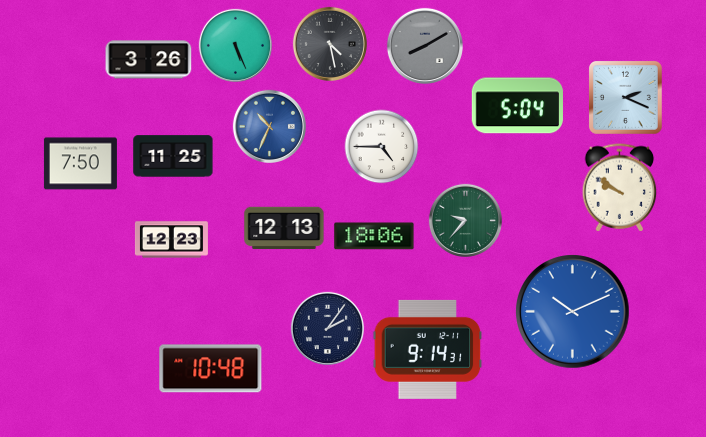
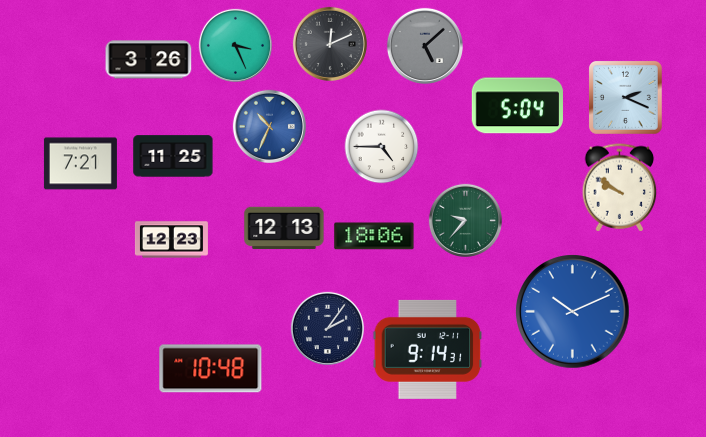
clock at (330, 44): 4:28 -> 12:11
clock at (235, 45): 5:26 -> 3:26
clock at (425, 46): 8:10 -> 5:08
clock at (80, 164): 7:50 -> 7:21
